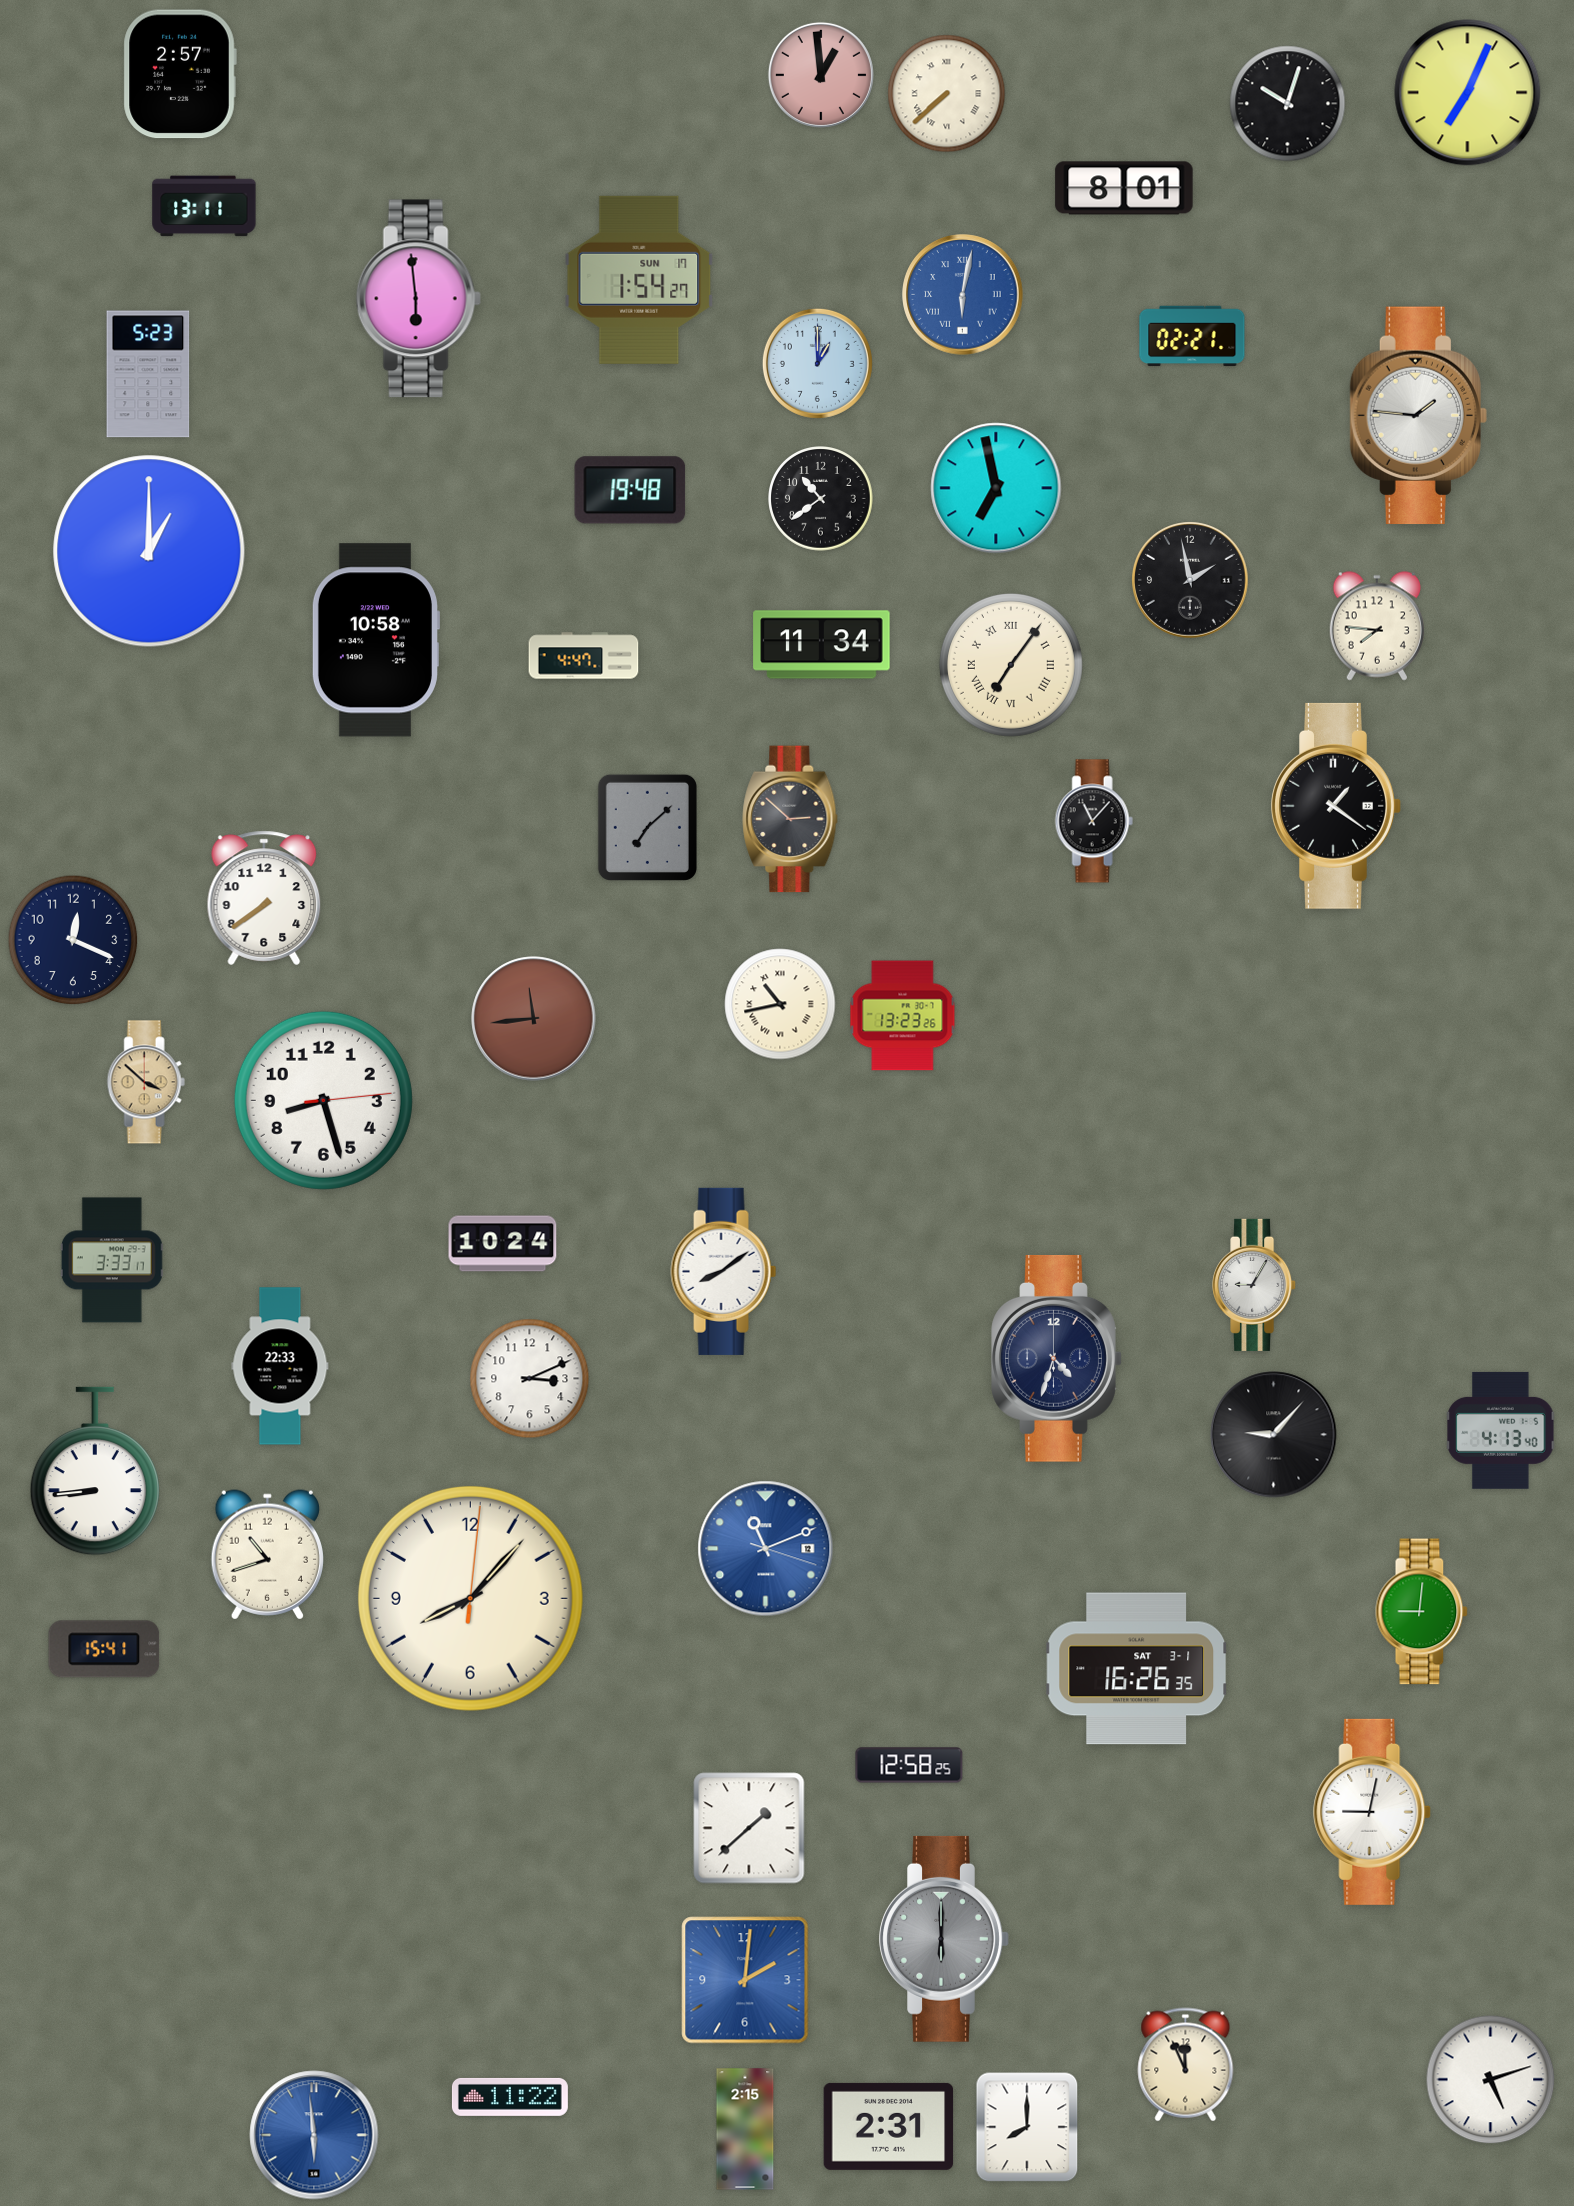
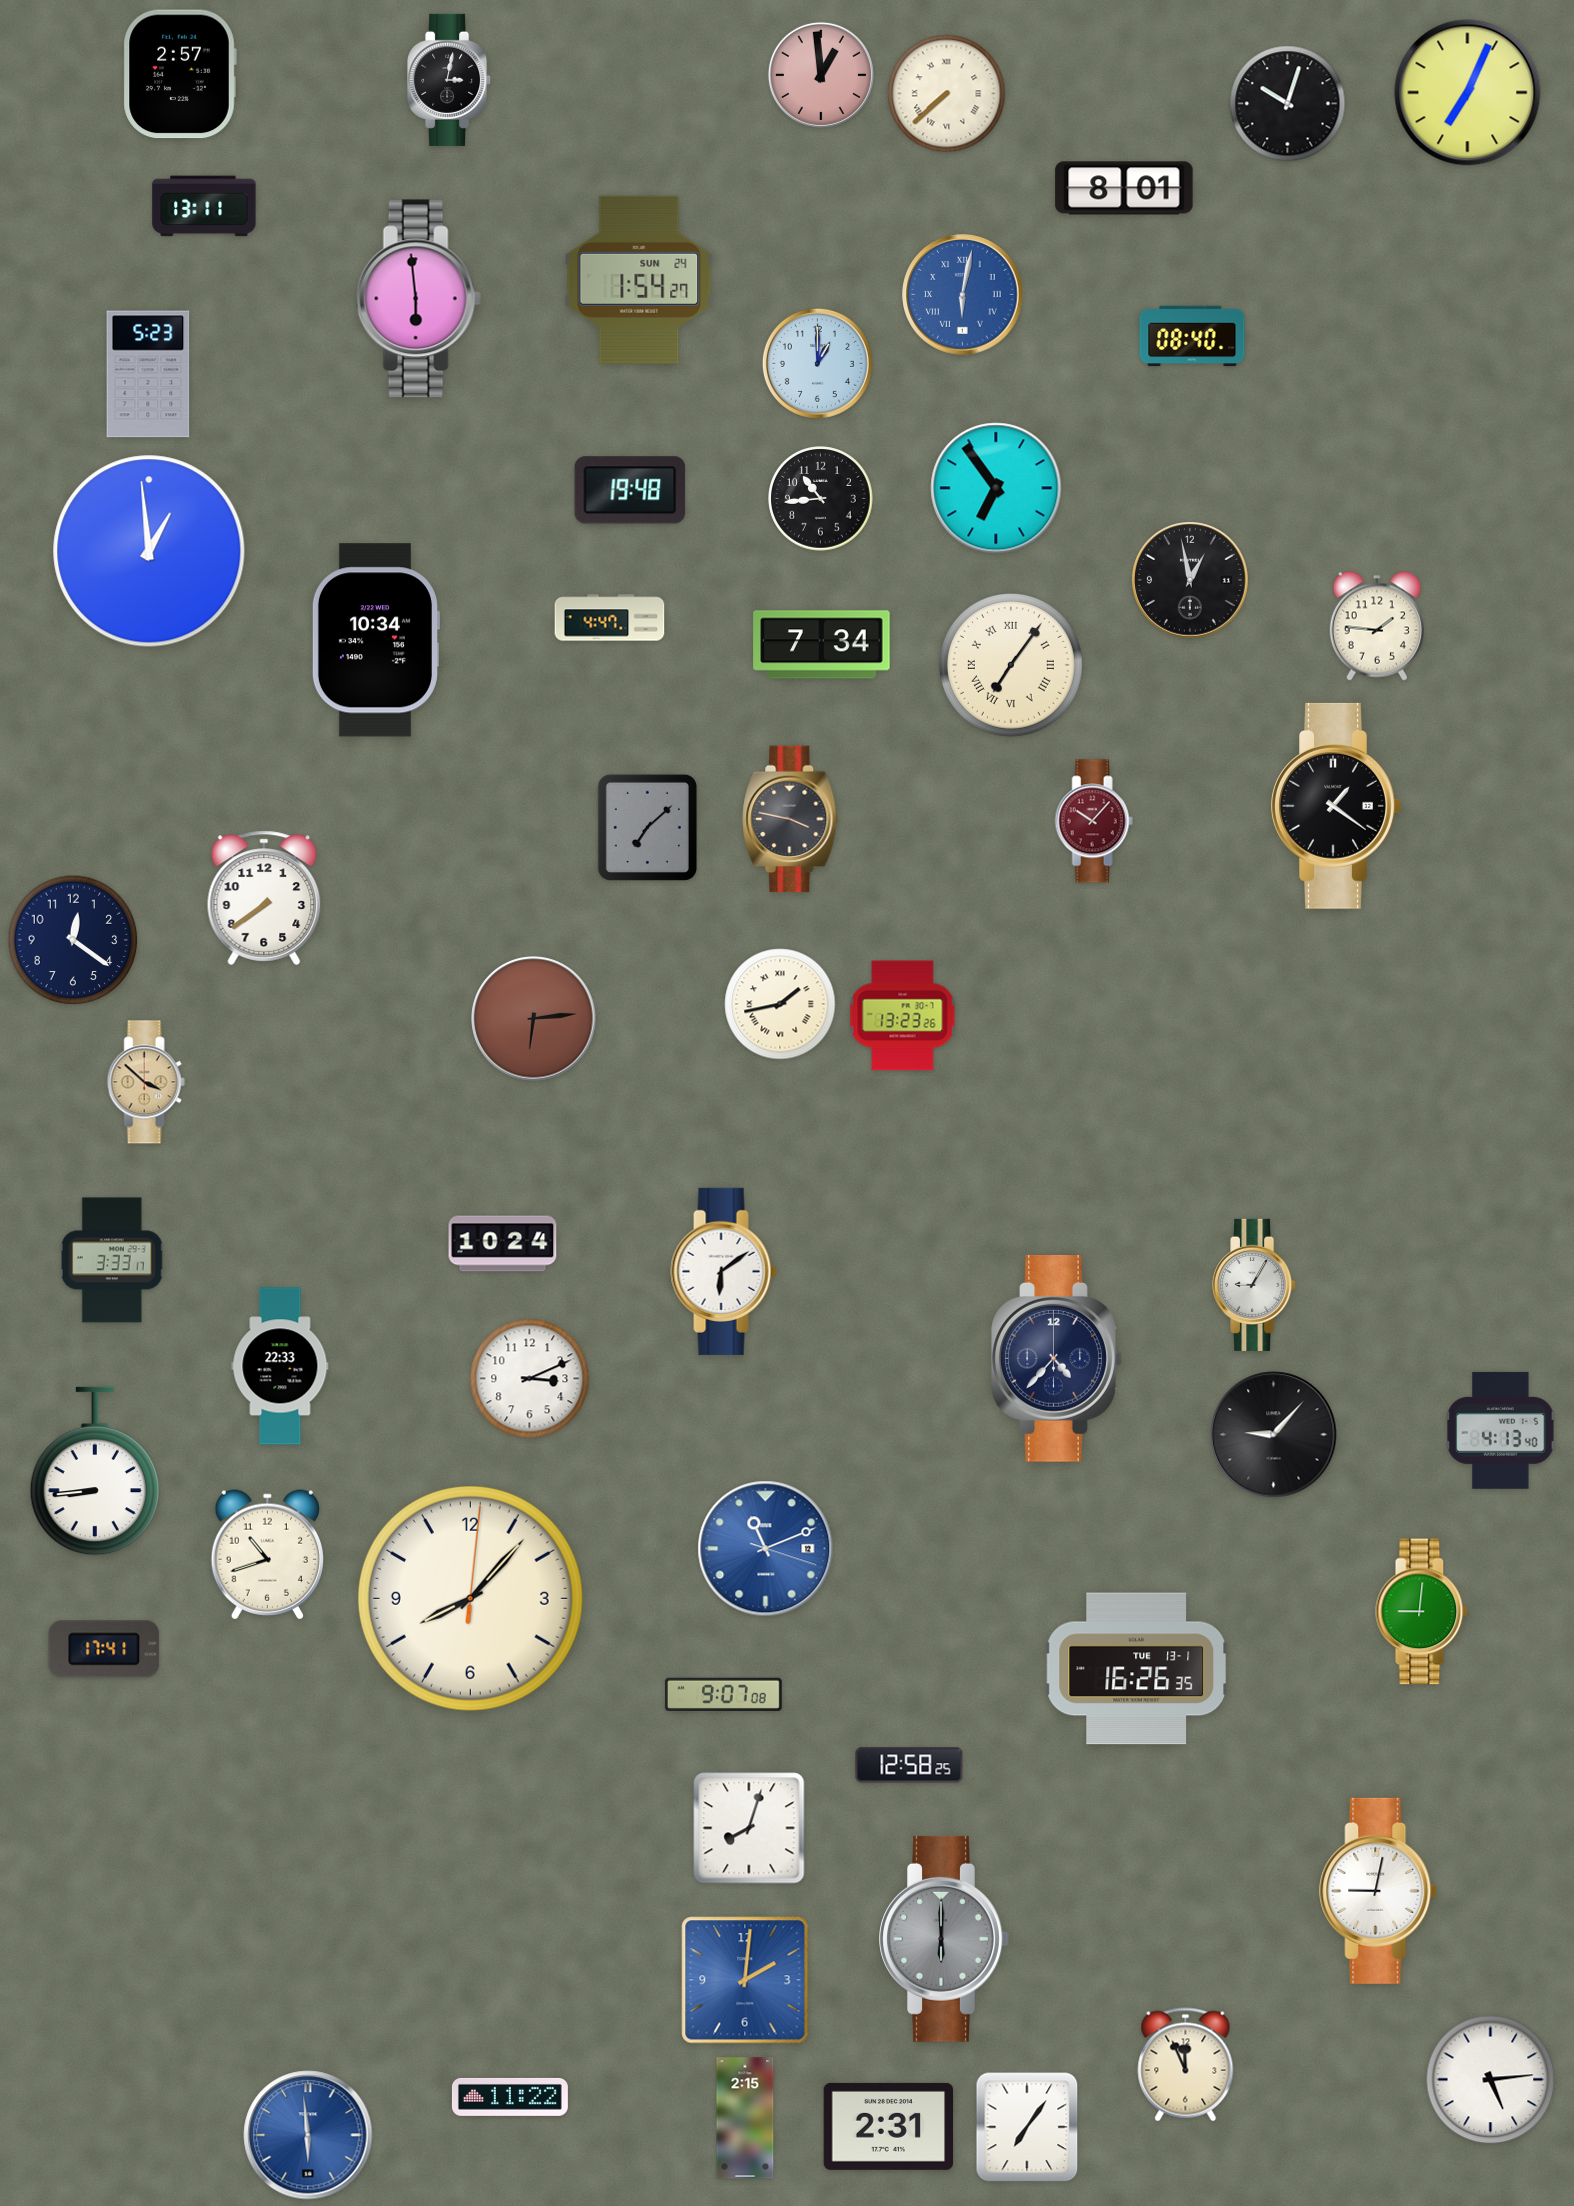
clock at (450, 80): none -> 3:02
clock at (639, 280) date: SUN 17 -> SUN 24
clock at (1192, 336): 02:21 -> 08:40
clock at (1418, 416): 1:46 -> none
clock at (996, 488): 6:58 -> 6:54
clock at (821, 499): 10:39 -> 10:44
clock at (149, 551): 1:00 -> 12:59
clock at (1191, 581): 1:58 -> 12:58
clock at (1376, 626): 7:46 -> 1:46
clock at (375, 640): 10:58 -> 10:34
clock at (822, 645): 11:34 -> 7:34
clock at (584, 656) position: (584, 656) -> (610, 618)
clock at (790, 819): 2:52 -> 3:47
clock at (1094, 821): 11:07 -> 10:07
clock at (1094, 821) dial: black -> burgundy
clock at (73, 940): 12:19 -> 12:21
clock at (780, 1004): 10:43 -> 1:43
clock at (534, 1019): 11:44 -> 6:14
clock at (323, 1100): 8:27 -> none
clock at (724, 1271): 8:09 -> 6:09
clock at (1057, 1358): 4:33 -> 4:37
clock at (104, 1649): 15:41 -> 17:41
clock at (1137, 1669) date: SAT 3-1 -> TUE 13-1
clock at (723, 1694): none -> 9:07
clock at (1373, 1812) position: (1373, 1812) -> (1379, 1891)
clock at (749, 1828): 1:38 -> 8:03
clock at (1491, 2080): 5:12 -> 5:14
clock at (1027, 2127): 8:00 -> 7:06
clock at (745, 2129) position: (745, 2129) -> (745, 2118)
clock at (314, 2135) position: (314, 2135) -> (308, 2135)
